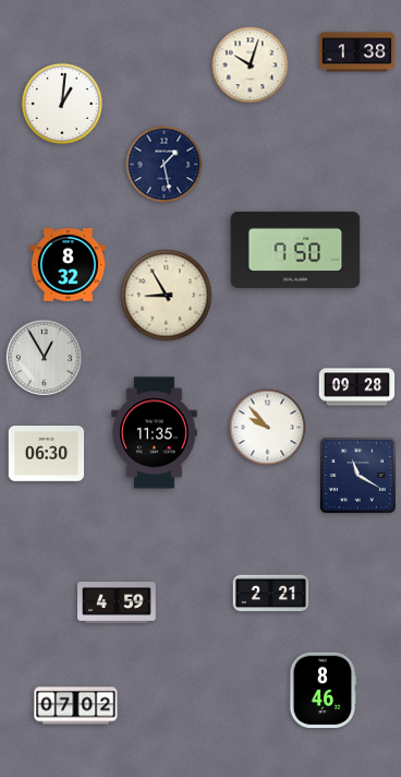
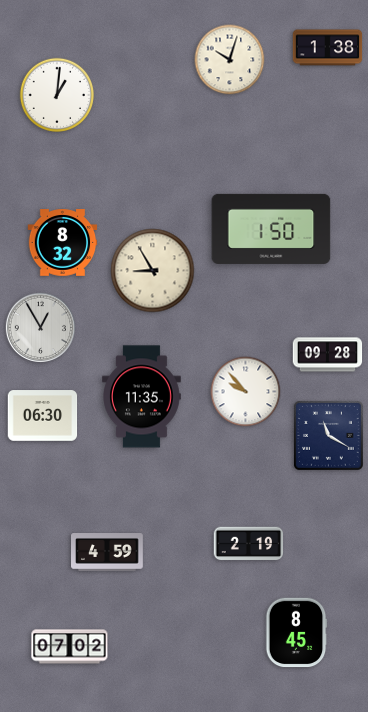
clock at (165, 165): 1:28 -> none
clock at (295, 250): 7:50 -> 1:50
clock at (271, 594): 2:21 -> 2:19
clock at (323, 691): 8:46 -> 8:45
